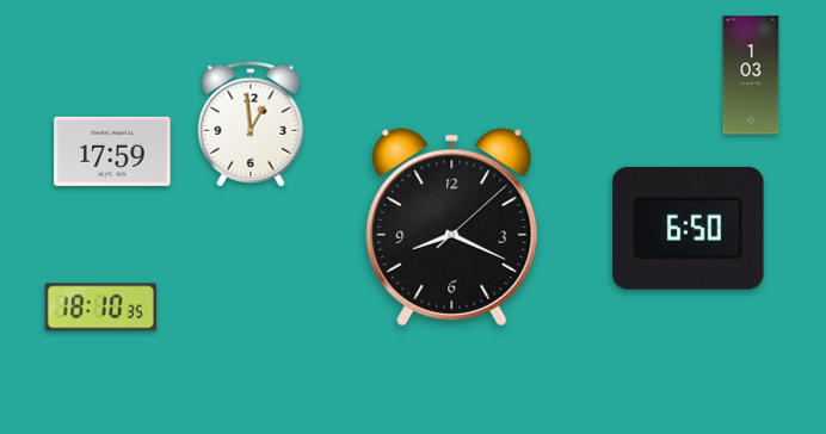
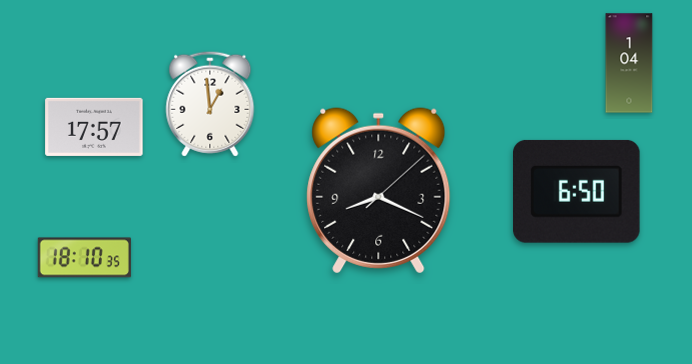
clock at (751, 75): 1:03 -> 1:04
clock at (112, 151): 17:59 -> 17:57
